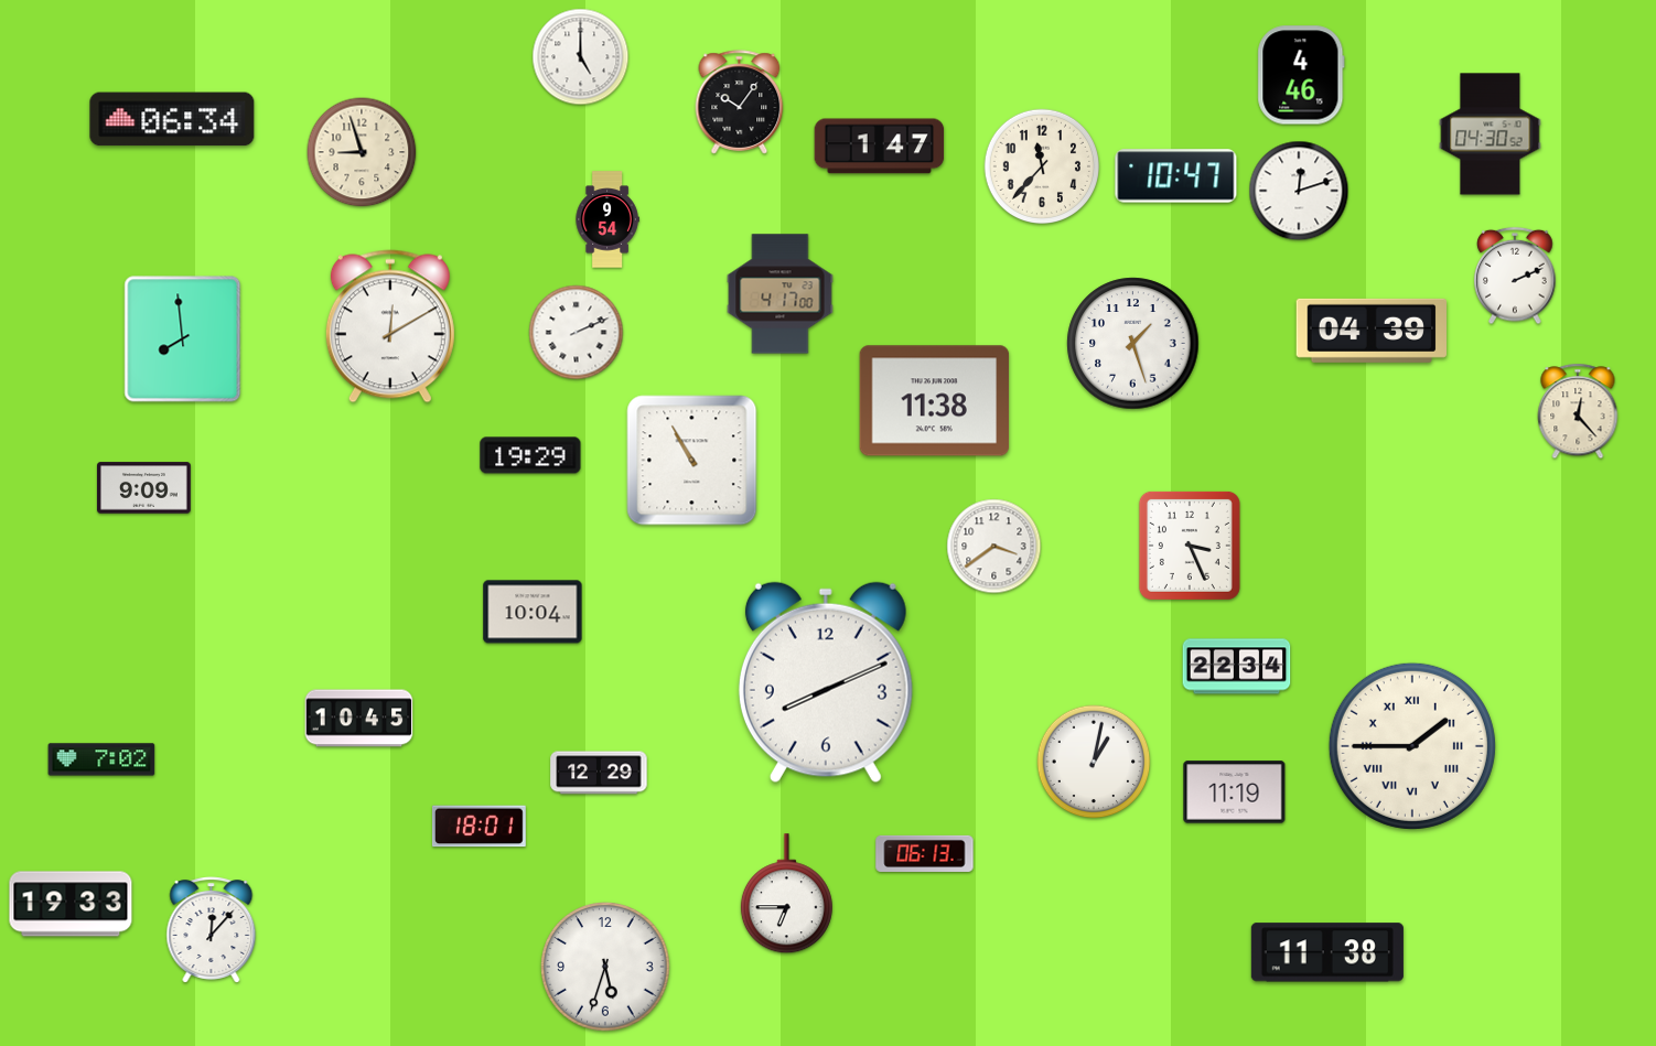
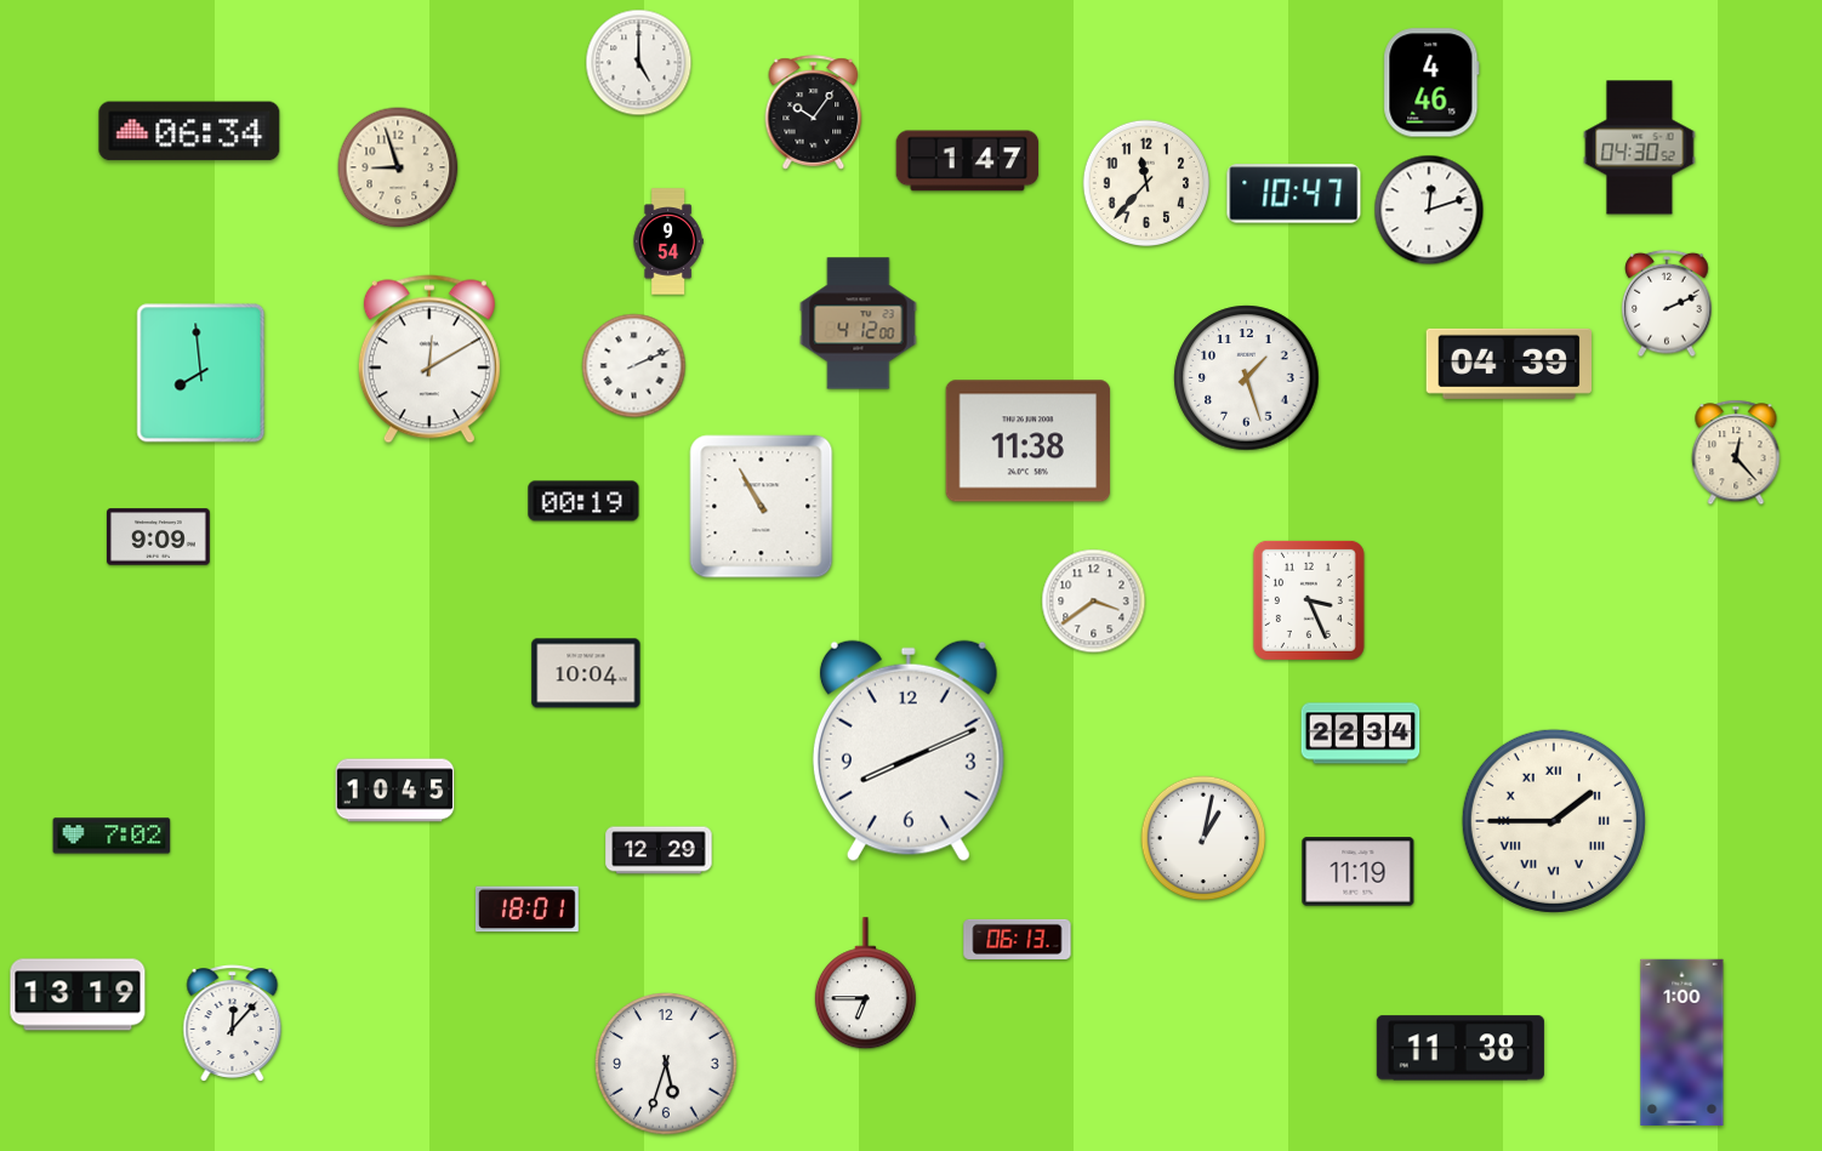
clock at (781, 294): 4:17 -> 4:12
clock at (530, 455): 19:29 -> 00:19
clock at (71, 904): 19:33 -> 13:19
clock at (1682, 1042): none -> 1:00
